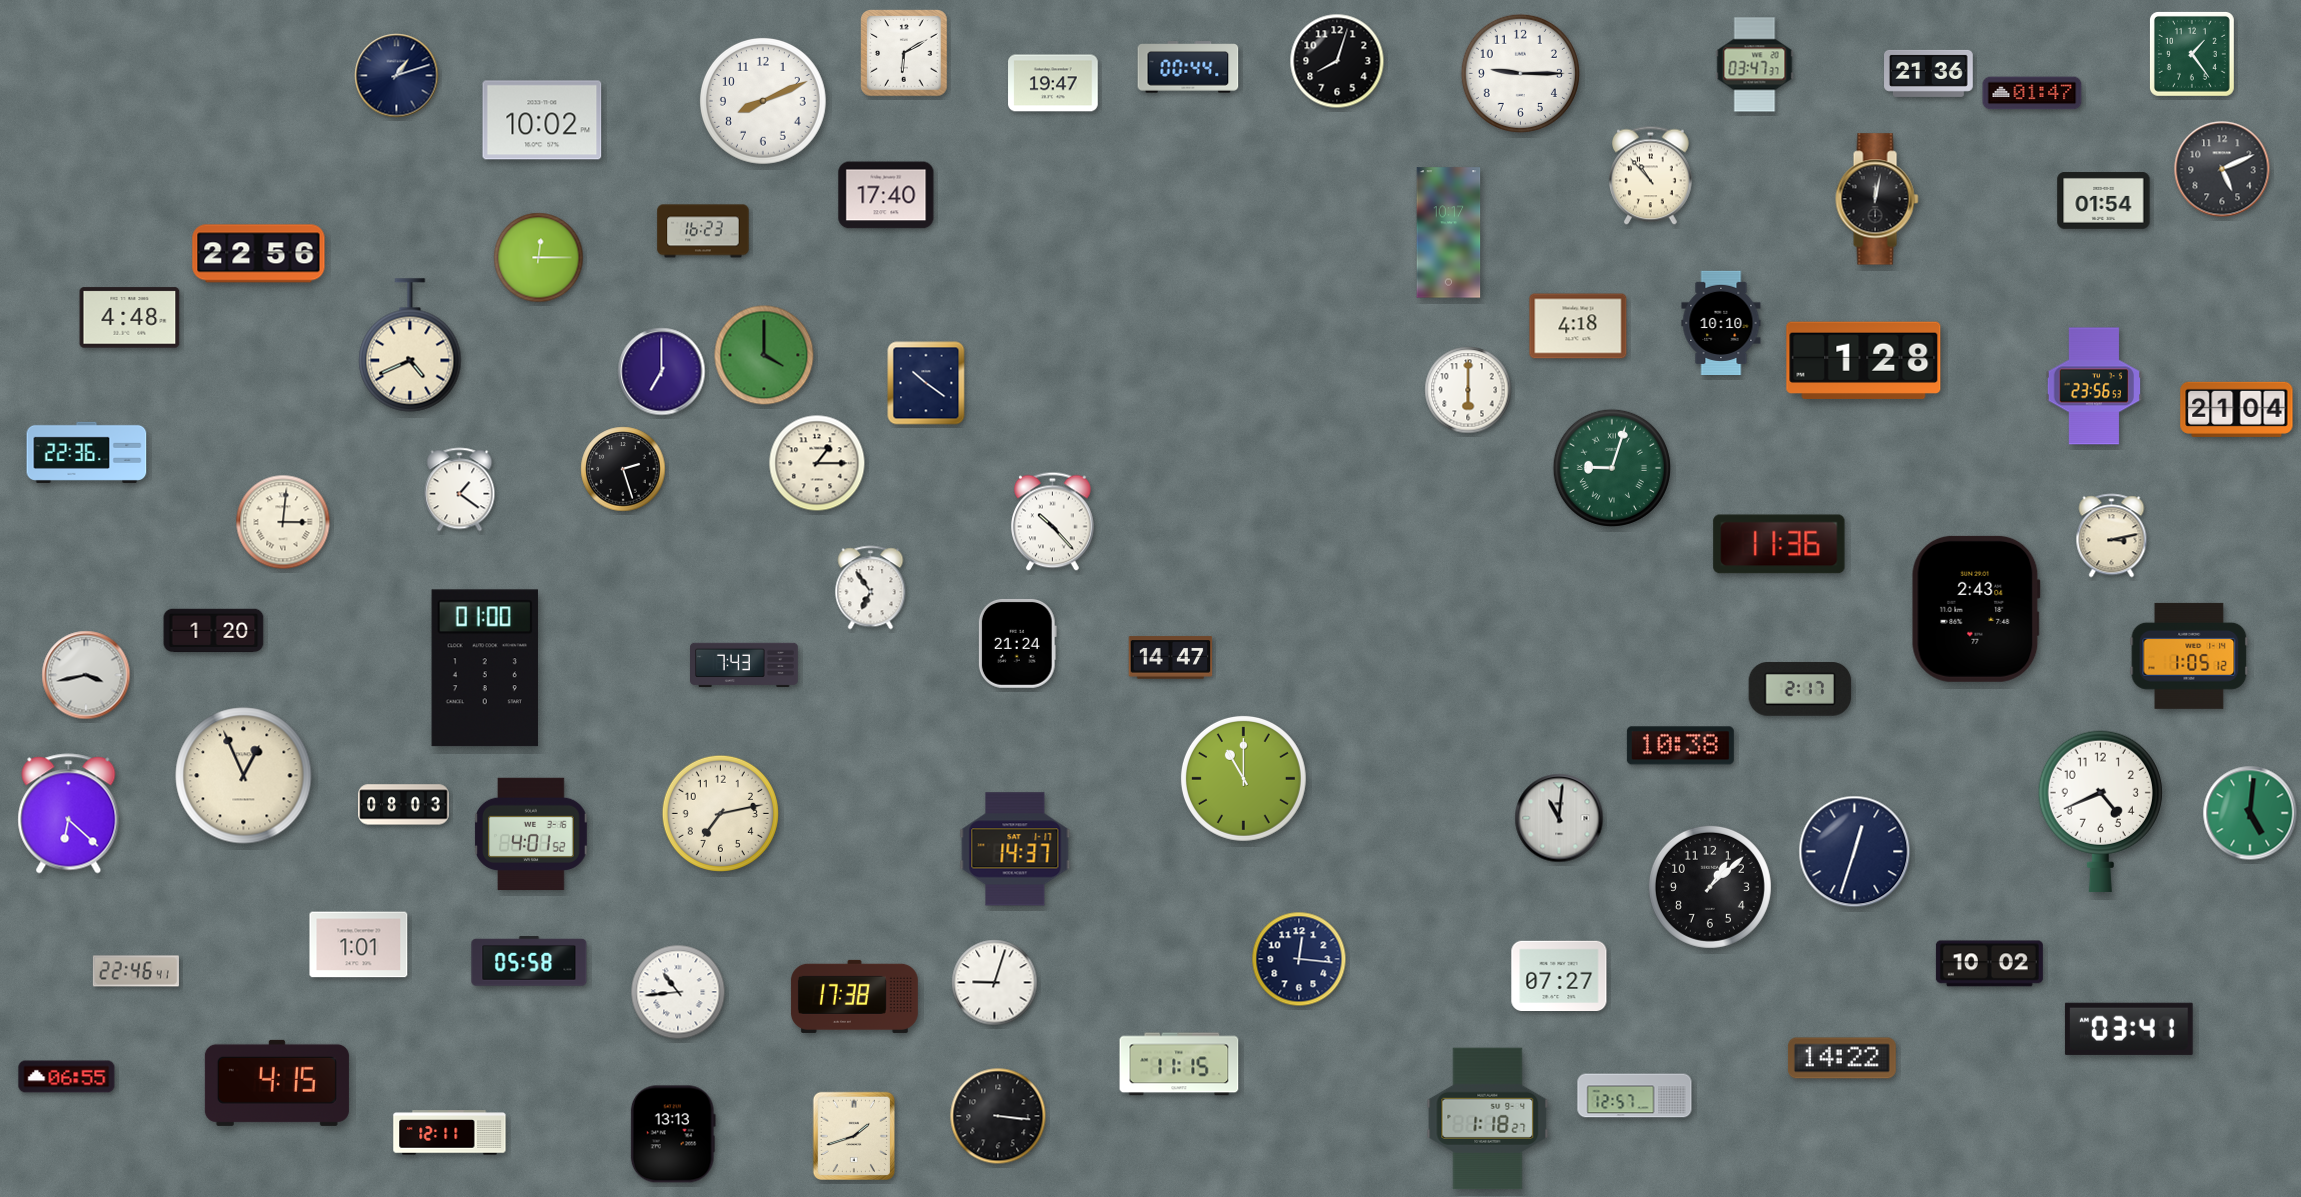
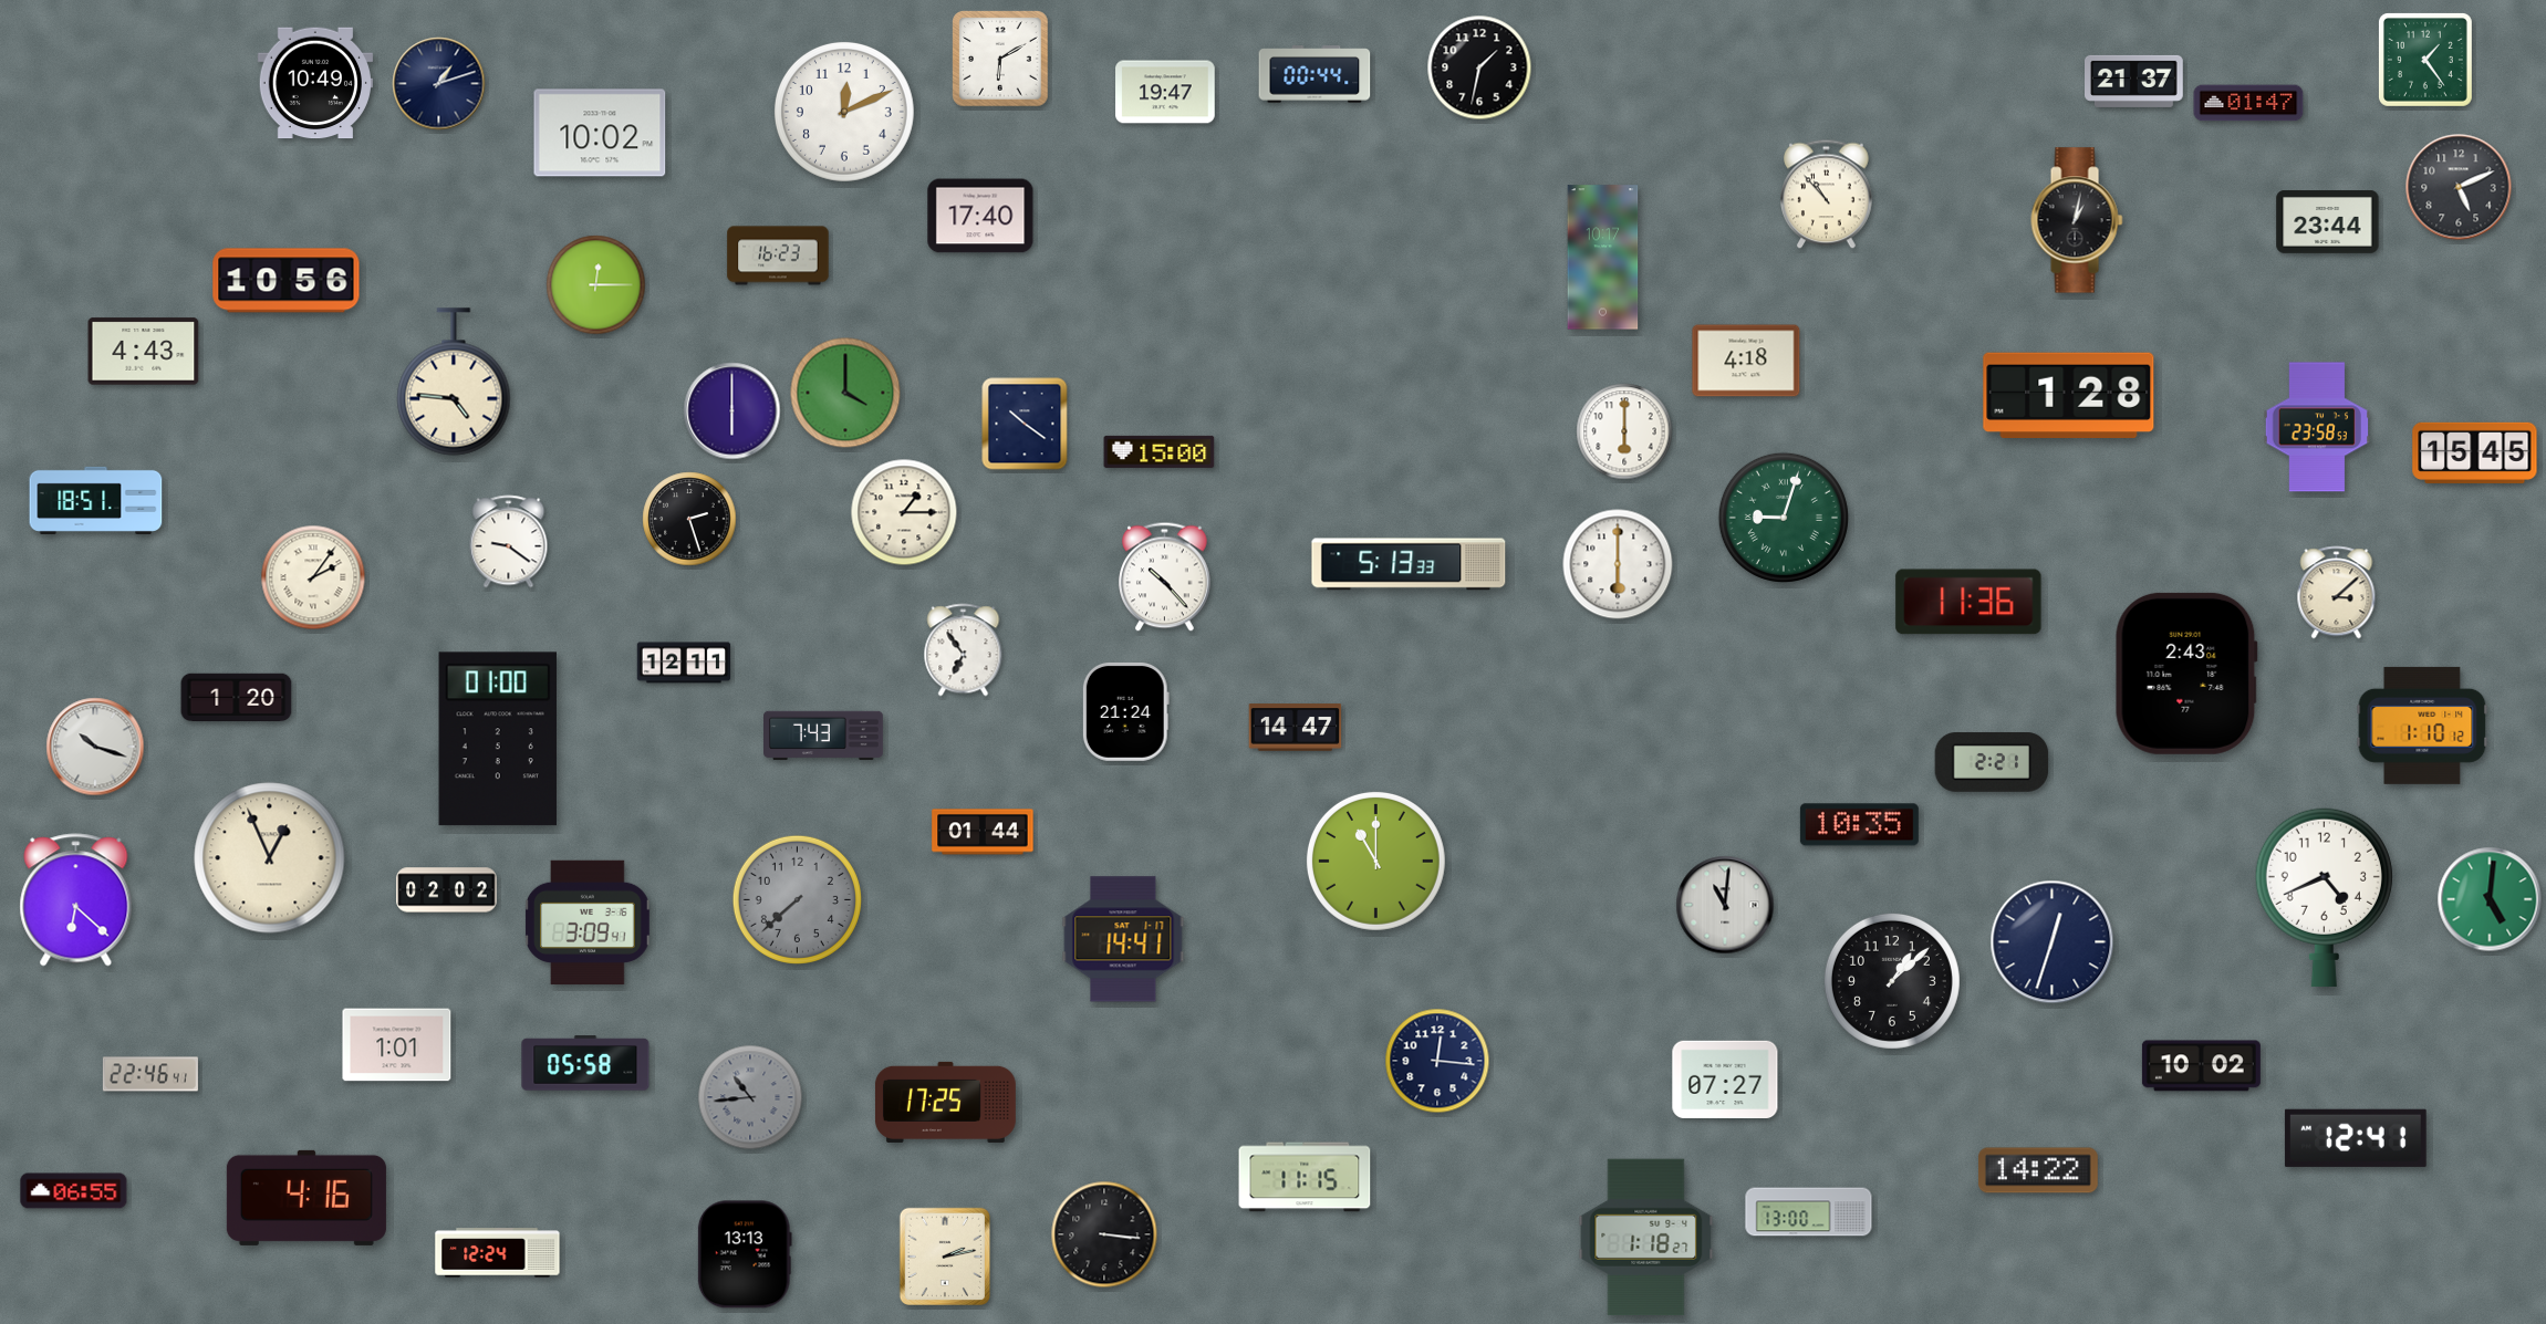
clock at (1337, 61): 8:03 -> 1:32
clock at (1755, 65): 03:47 -> none
clock at (1520, 73): 9:15 -> none
clock at (1929, 73): 21:36 -> 21:37
clock at (315, 83): none -> 10:49
clock at (763, 101): 8:11 -> 12:11
clock at (1877, 199): 12:02 -> 1:02
clock at (2104, 201): 01:54 -> 23:44
clock at (259, 254): 22:56 -> 10:56
clock at (130, 318): 4:48 -> 4:43
clock at (1721, 322): 10:10 -> none
clock at (410, 345): 4:41 -> 4:46
clock at (1864, 360) position: (1864, 360) -> (2069, 395)
clock at (662, 372): 7:00 -> 6:00
clock at (2093, 386): 23:56 -> 23:58
clock at (1160, 451): none -> 15:00
clock at (2237, 409): 21:04 -> 15:45
clock at (87, 452): 22:36 -> 18:51
clock at (460, 490): 1:21 -> 9:21
clock at (1409, 564): none -> 5:13
clock at (1618, 564): none -> 6:00
clock at (283, 522): 3:01 -> 2:06
clock at (2112, 536): 3:13 -> 3:08
clock at (684, 663): none -> 12:11
clock at (2189, 656): 1:05 -> 1:10
clock at (485, 668) position: (485, 668) -> (498, 739)
clock at (86, 675): 3:43 -> 10:18
clock at (1800, 690): 2:17 -> 2:21
clock at (1680, 746): 10:38 -> 10:35
clock at (983, 832): none -> 01:44
clock at (404, 805): 08:03 -> 02:02
clock at (720, 813): 7:13 -> 7:38
clock at (720, 813) dial: cream -> grey
clock at (531, 834): 4:01 -> 3:09
clock at (1015, 849): 14:37 -> 14:41
clock at (995, 983): 9:03 -> none
clock at (678, 992) dial: white -> grey
clock at (854, 996): 17:38 -> 17:25
clock at (2129, 1029): 03:41 -> 12:41
clock at (277, 1083): 4:15 -> 4:16
clock at (1635, 1096): 12:57 -> 13:00
clock at (450, 1133): 12:11 -> 12:24
clock at (853, 1135): 1:42 -> 2:13
